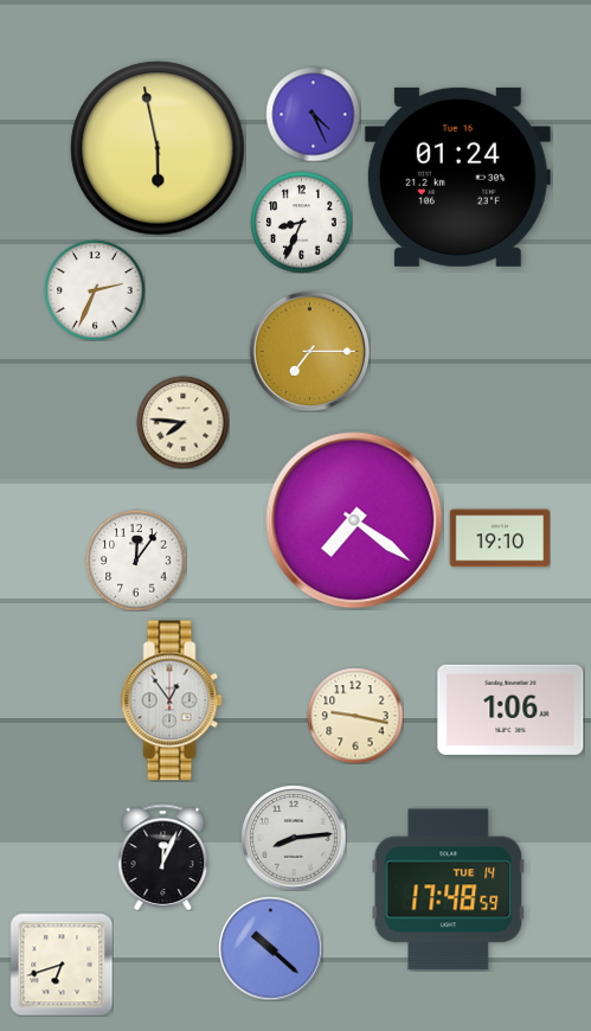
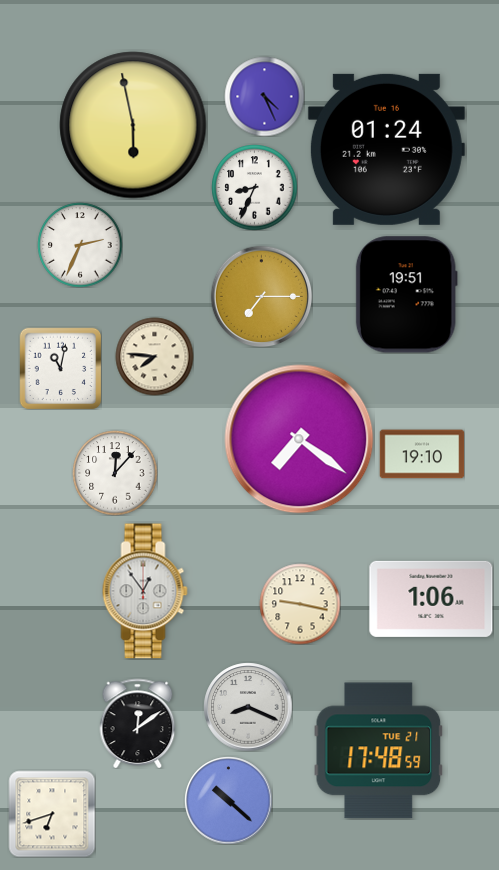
clock at (406, 295): none -> 19:51
clock at (60, 368): none -> 11:02
clock at (136, 561): 12:06 -> 12:07
clock at (294, 838): 8:14 -> 8:19
clock at (163, 857): 12:04 -> 12:09
clock at (449, 890) date: TUE 14 -> TUE 21
